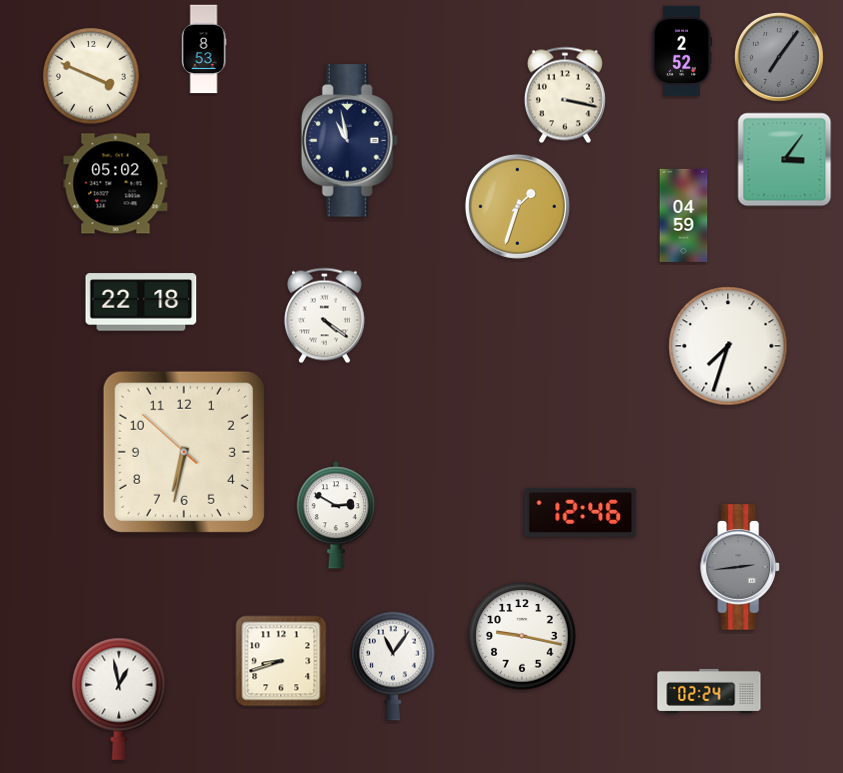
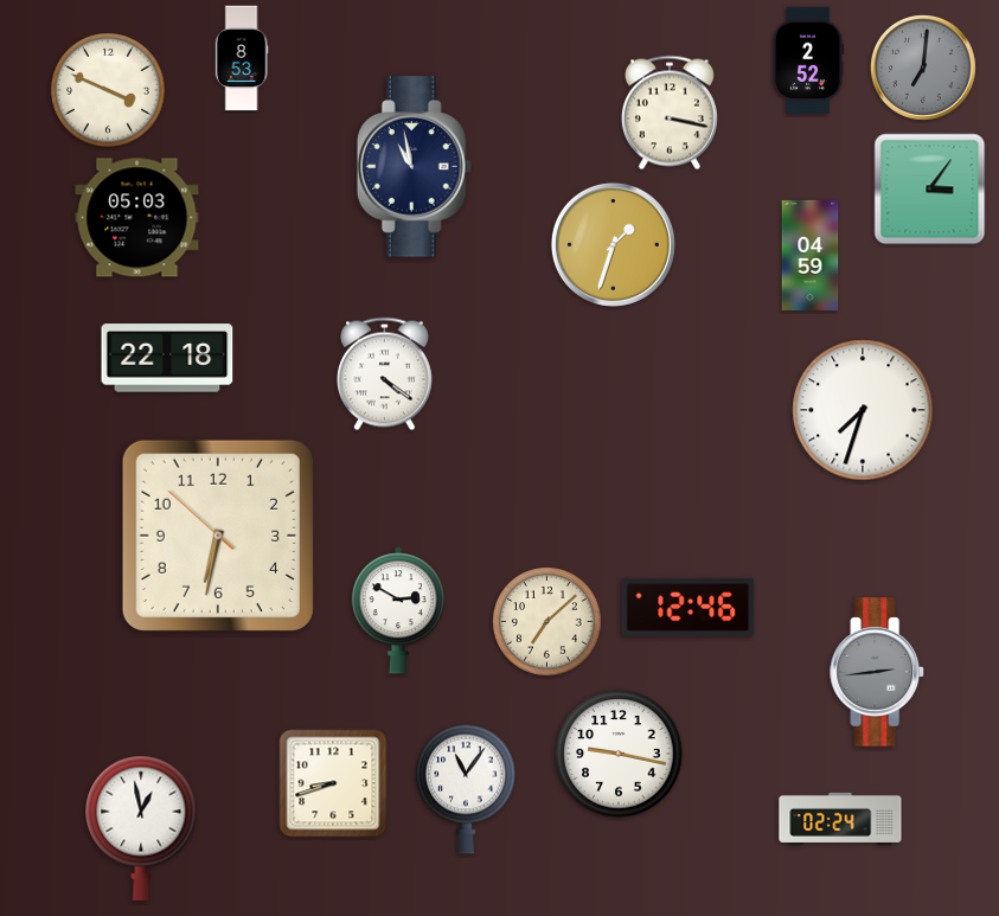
clock at (779, 57): 7:06 -> 7:01
clock at (116, 184): 05:02 -> 05:03
clock at (547, 622): none -> 7:08
